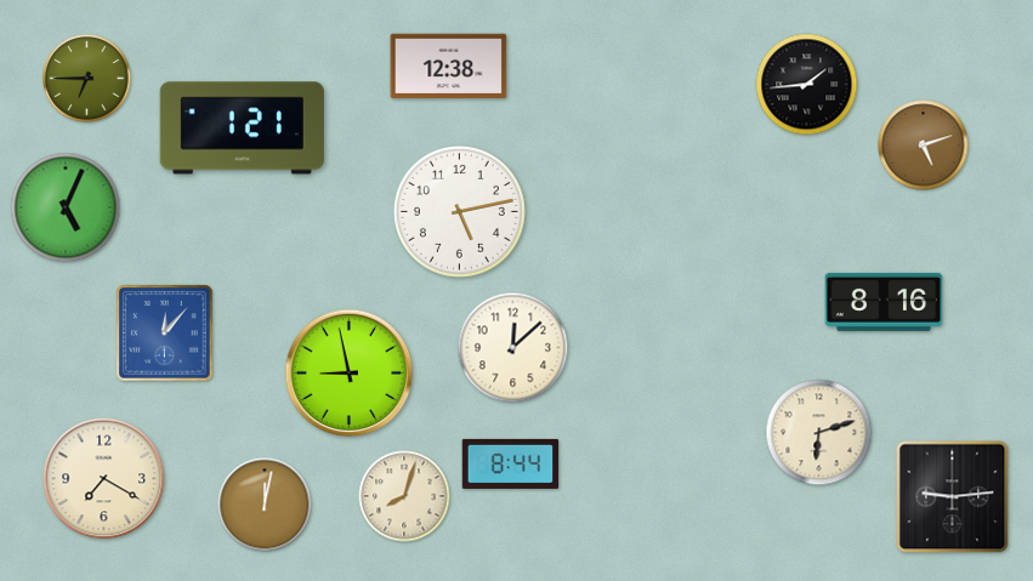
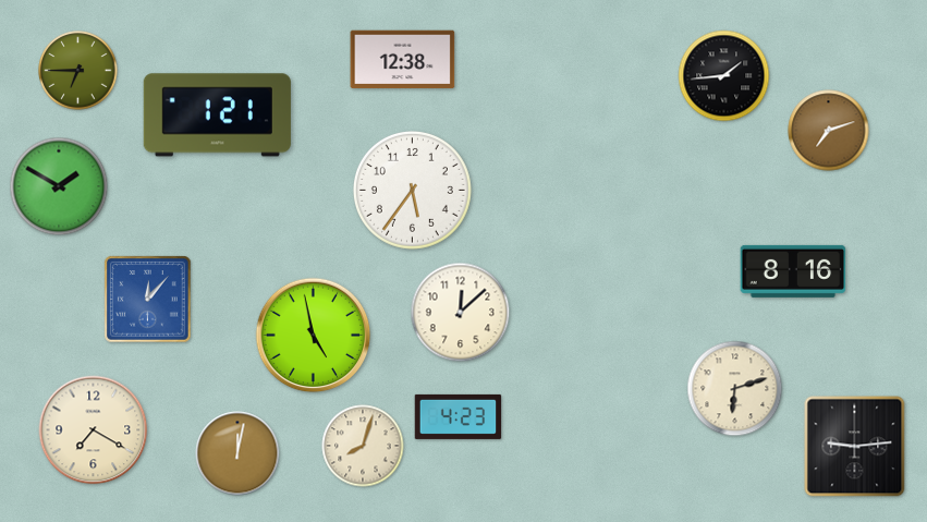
clock at (924, 146): 5:12 -> 7:12
clock at (66, 207): 5:04 -> 1:50
clock at (459, 211): 5:13 -> 5:36
clock at (350, 374): 8:58 -> 4:58
clock at (511, 463): 8:44 -> 4:23
